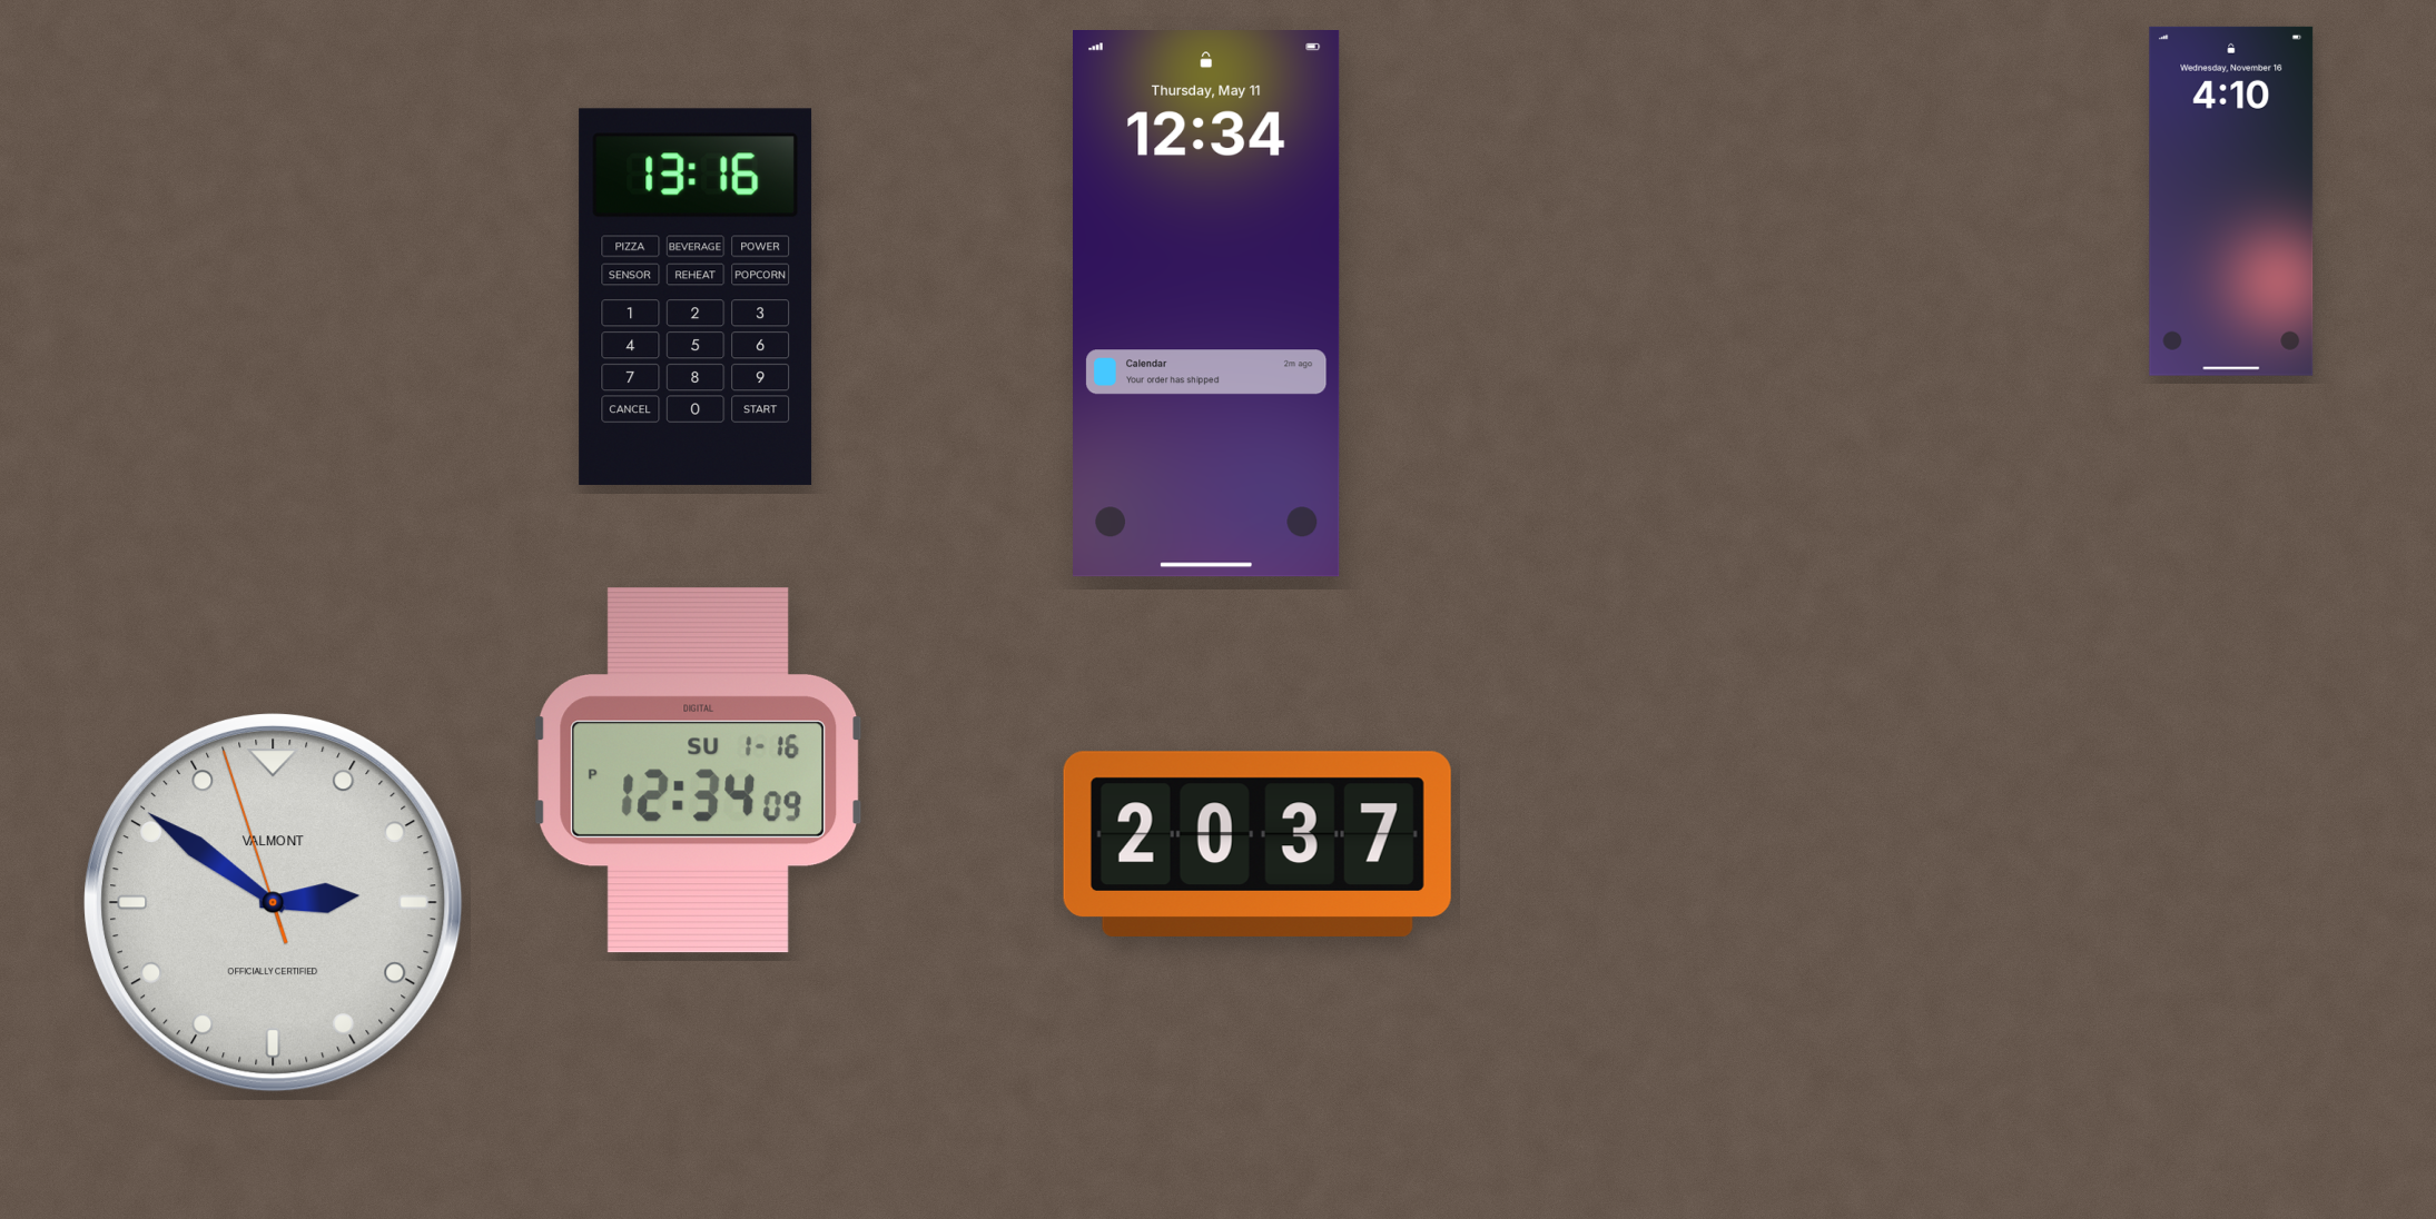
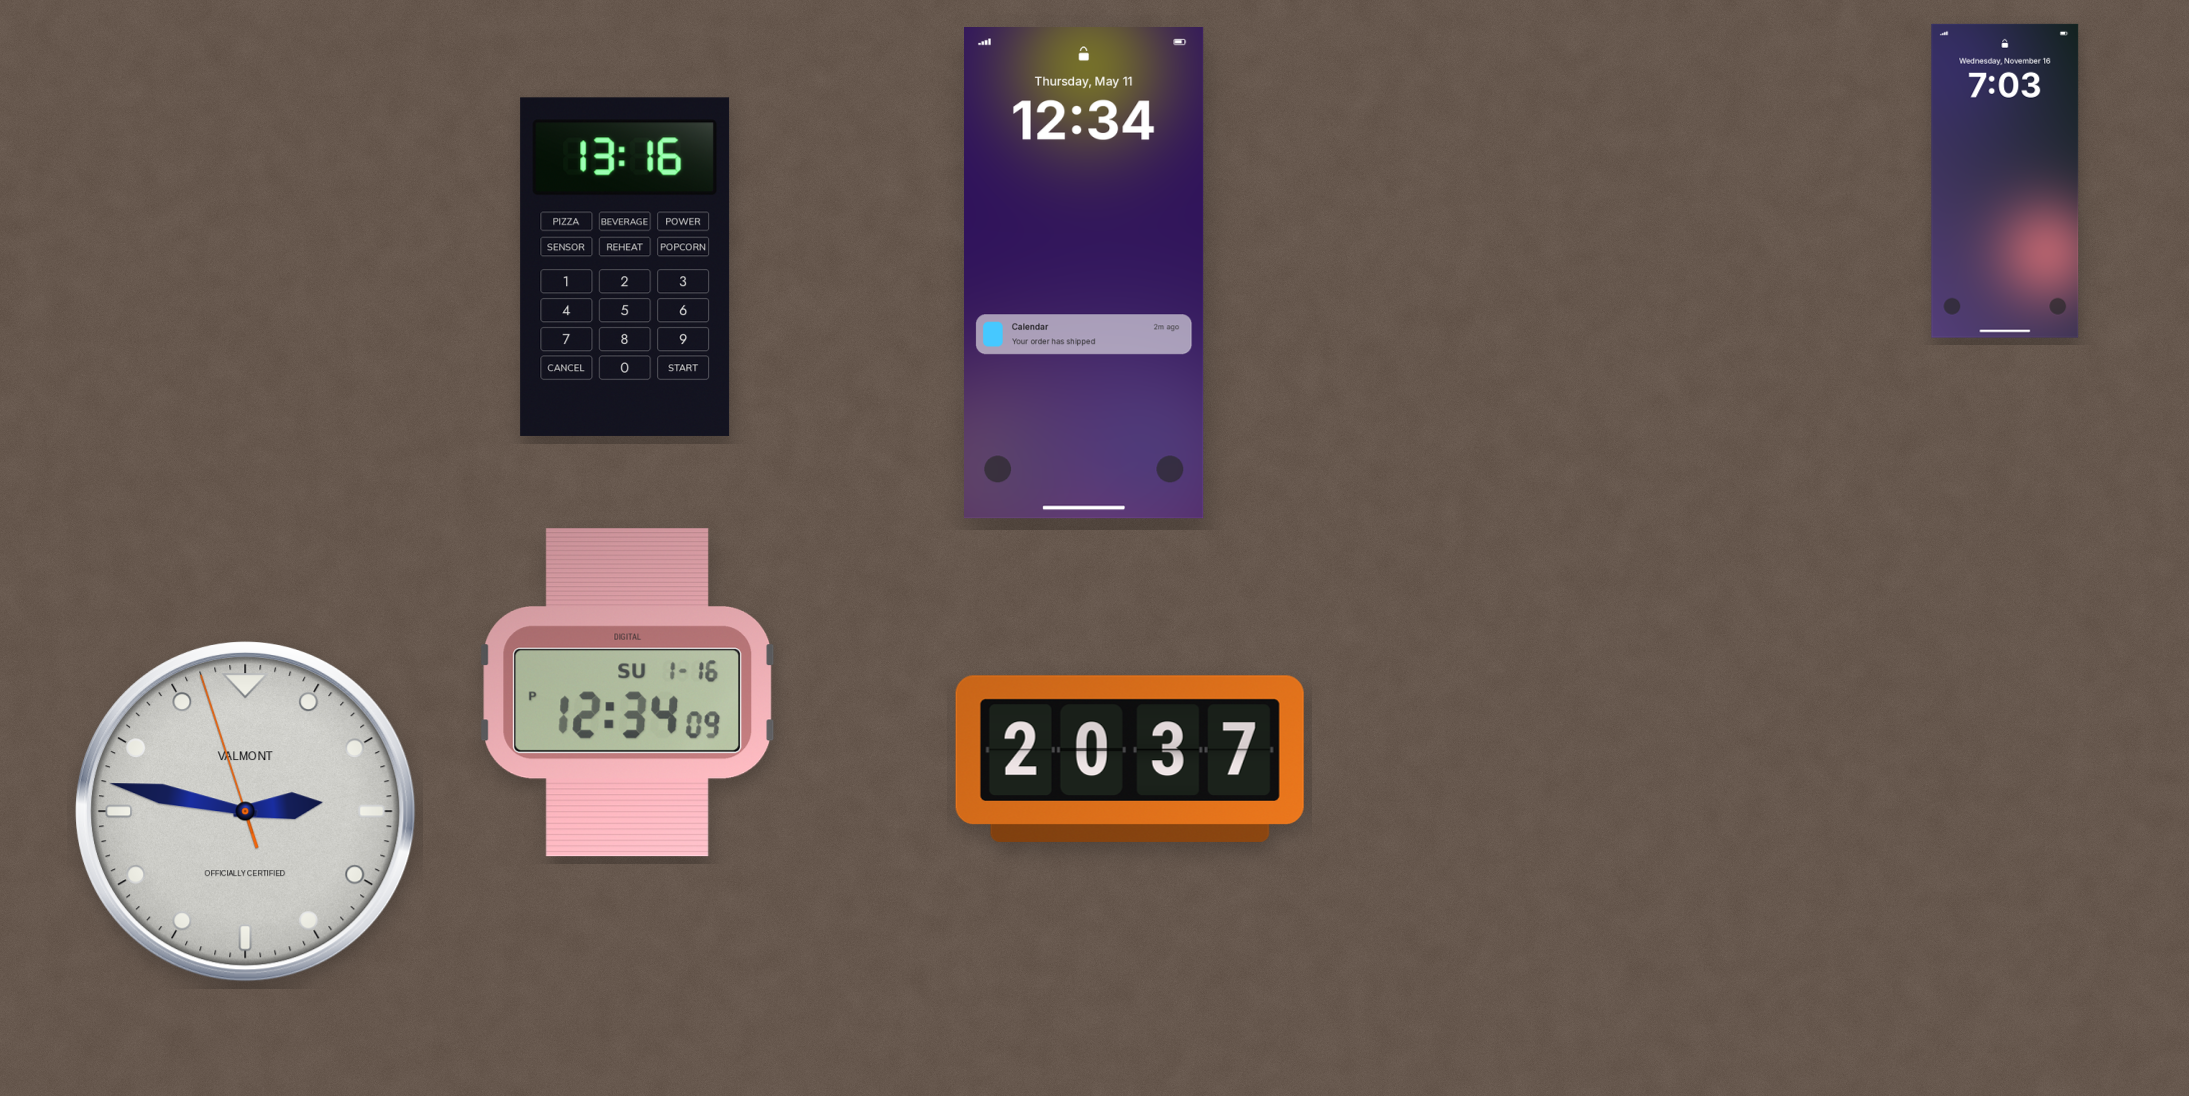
clock at (2231, 201): 4:10 -> 7:03
clock at (274, 903): 2:50 -> 2:46
